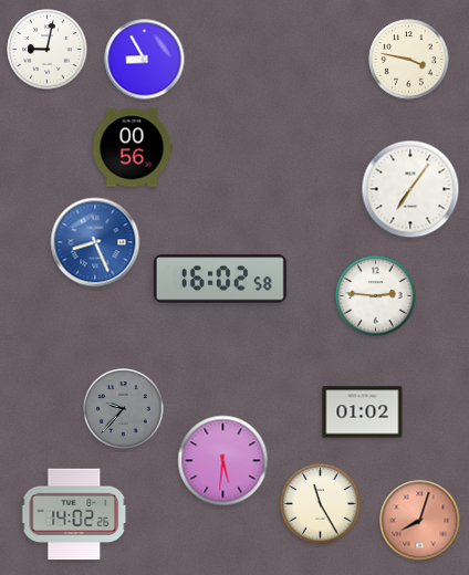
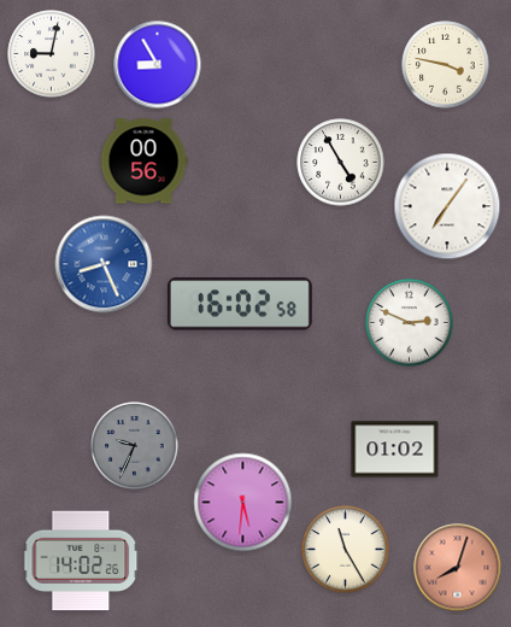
clock at (341, 163): none -> 4:55
clock at (376, 296): 2:46 -> 2:49
clock at (124, 409): 9:37 -> 9:34
clock at (321, 504) position: (321, 504) -> (346, 550)
